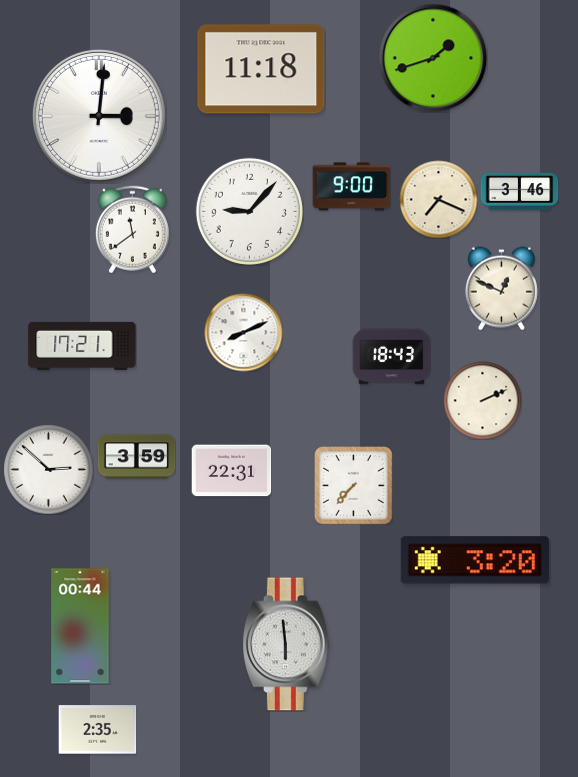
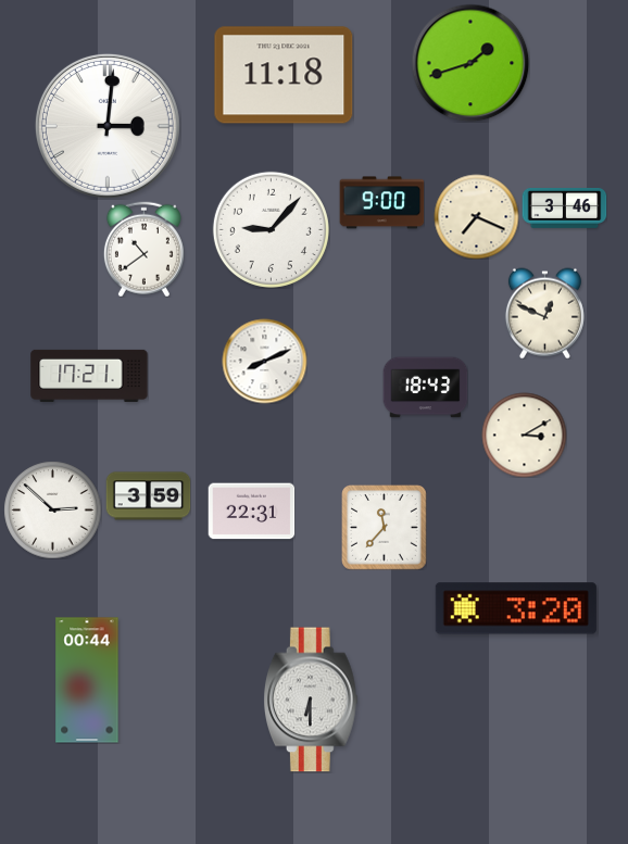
clock at (132, 229): 11:39 -> 10:39
clock at (482, 400): 2:11 -> 3:10
clock at (354, 486): 7:37 -> 11:37
clock at (286, 644): 5:59 -> 6:30
clock at (97, 730): 2:35 -> none
